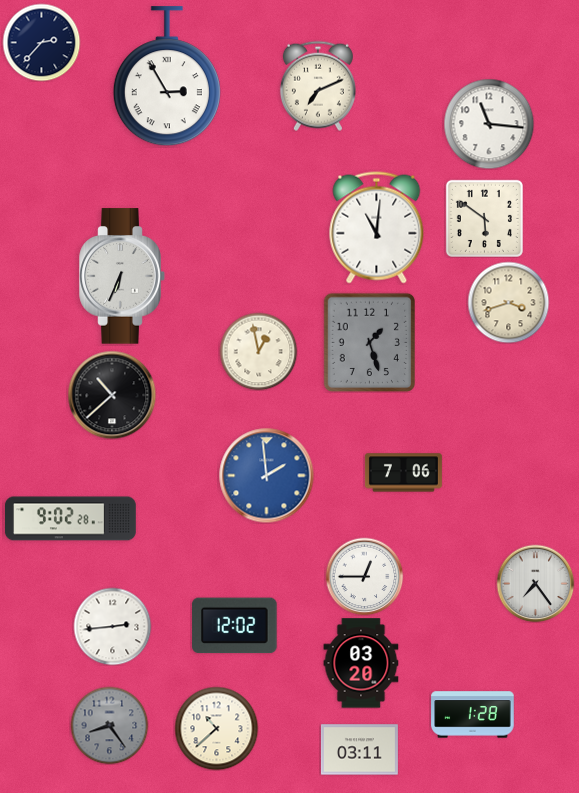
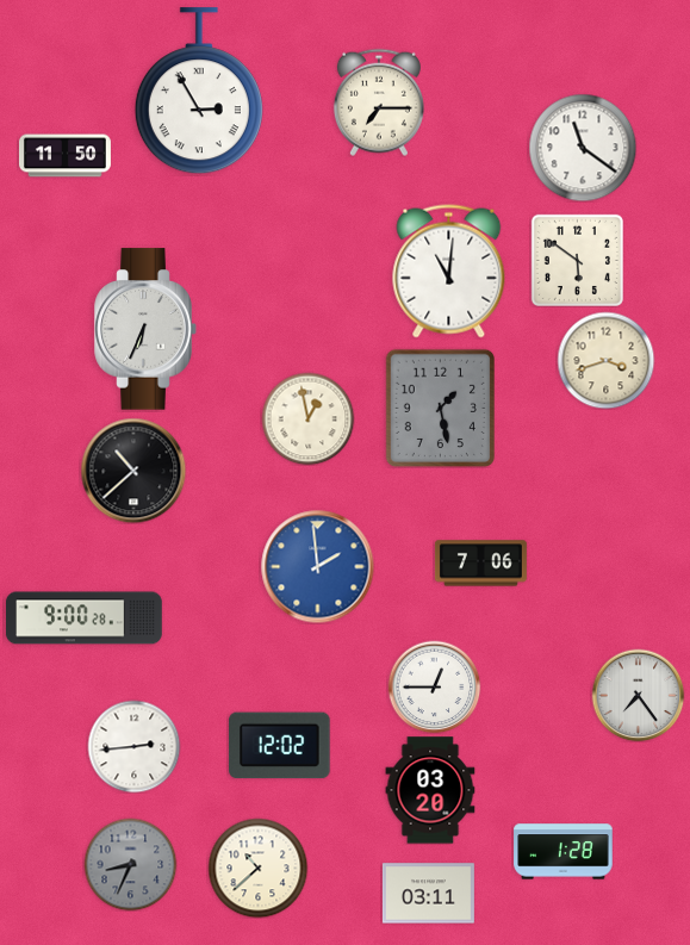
clock at (41, 42): 2:37 -> none
clock at (318, 86): 7:11 -> 7:15
clock at (489, 124): 11:16 -> 11:21
clock at (64, 156): none -> 11:50
clock at (369, 342): 1:27 -> 1:28
clock at (71, 519): 9:02 -> 9:00
clock at (109, 725): 8:24 -> 8:34
